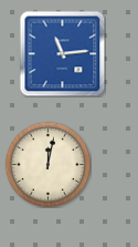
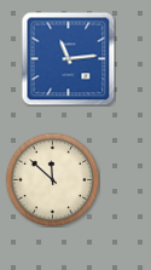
clock at (47, 164): 12:02 -> 11:52
